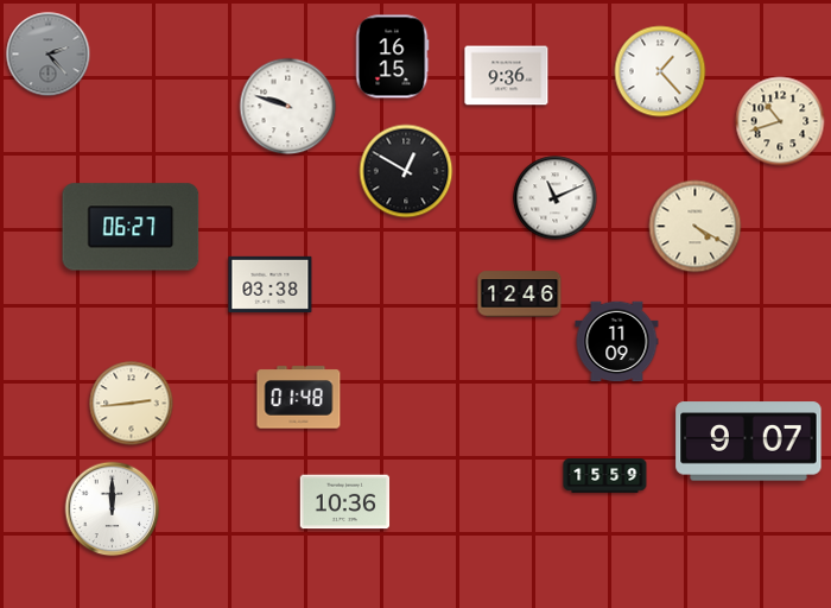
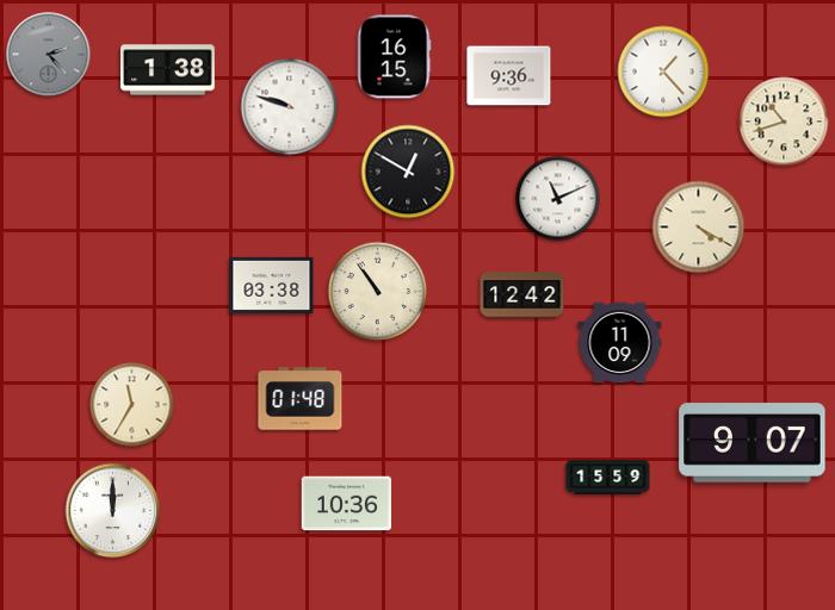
clock at (168, 70): none -> 1:38
clock at (131, 227): 06:27 -> none
clock at (378, 292): none -> 10:54
clock at (520, 294): 12:46 -> 12:42
clock at (132, 404): 2:44 -> 11:35
